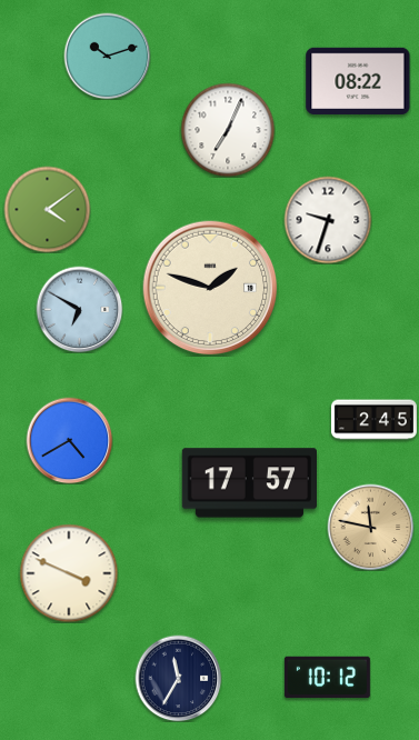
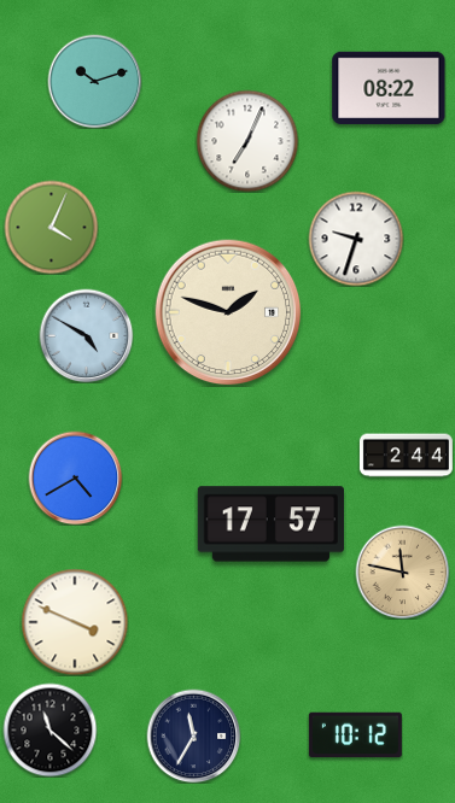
clock at (107, 56) position: (107, 56) -> (94, 81)
clock at (47, 209): 4:09 -> 4:04
clock at (79, 309): 6:50 -> 4:50
clock at (373, 420): 2:45 -> 2:44
clock at (49, 729): none -> 11:22
